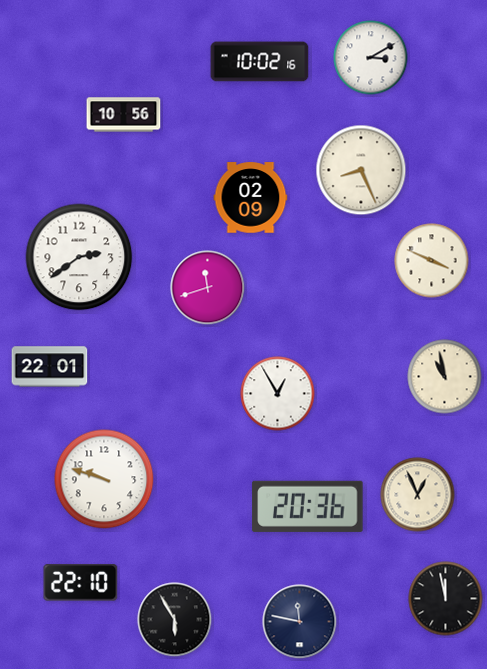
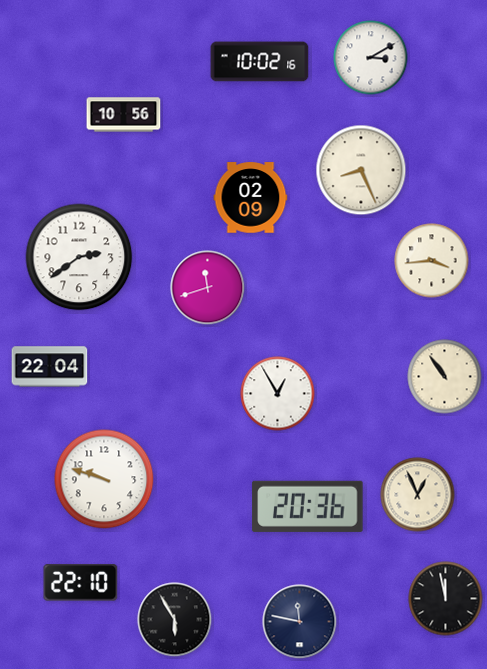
clock at (432, 261): 3:49 -> 3:44
clock at (50, 367): 22:01 -> 22:04
clock at (445, 377): 10:58 -> 10:54
